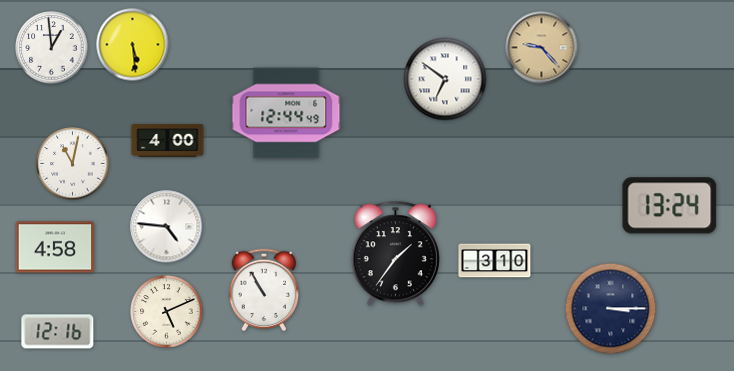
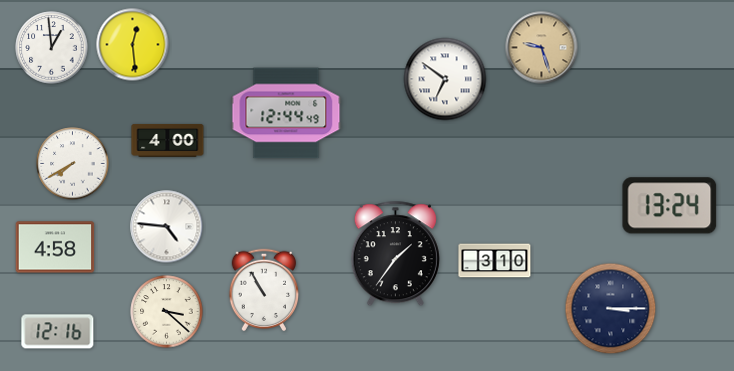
clock at (133, 45): 5:29 -> 12:29
clock at (542, 48): 9:23 -> 9:27
clock at (73, 164): 11:02 -> 7:40
clock at (167, 312): 5:11 -> 3:22
